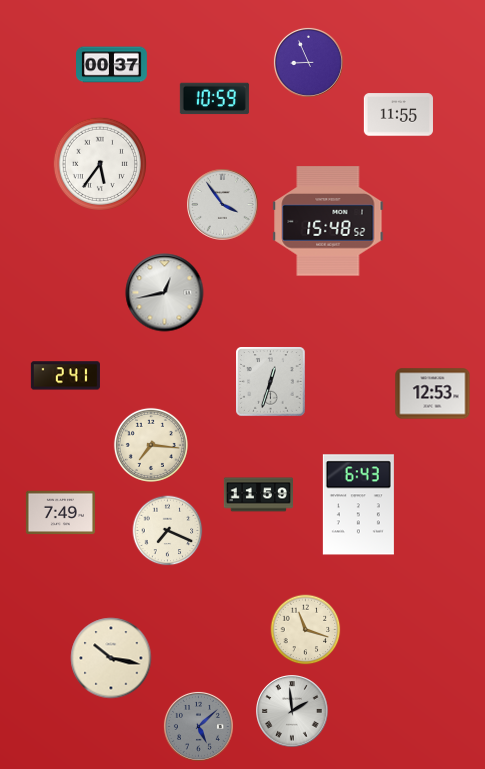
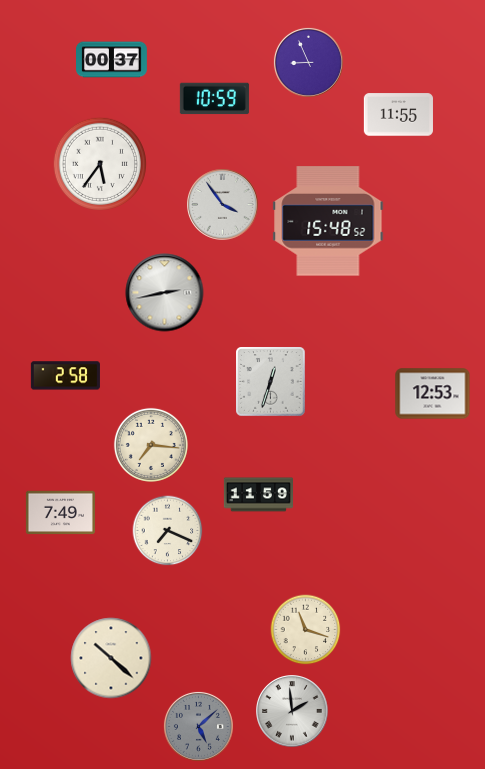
clock at (112, 65) position: (112, 65) -> (112, 60)
clock at (165, 293): 12:43 -> 2:43
clock at (65, 376): 2:41 -> 2:58
clock at (358, 505): 6:43 -> none
clock at (111, 658): 10:17 -> 10:22
